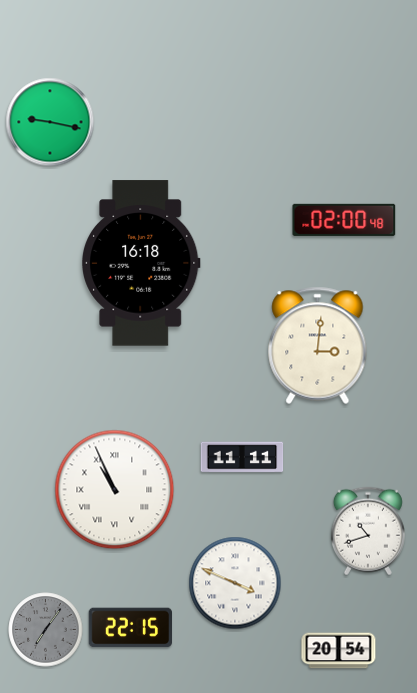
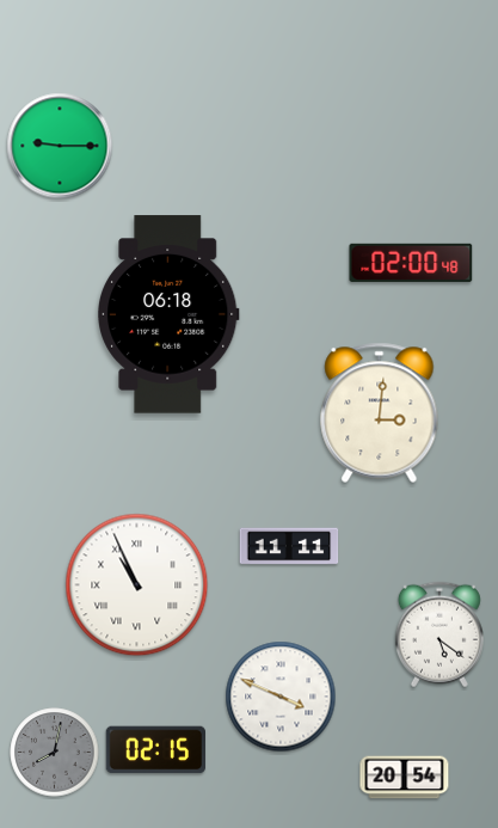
clock at (50, 122): 9:17 -> 9:15
clock at (142, 263): 16:18 -> 06:18
clock at (368, 531): 10:42 -> 5:21
clock at (130, 628): 22:15 -> 02:15
clock at (46, 630): 7:06 -> 8:02
